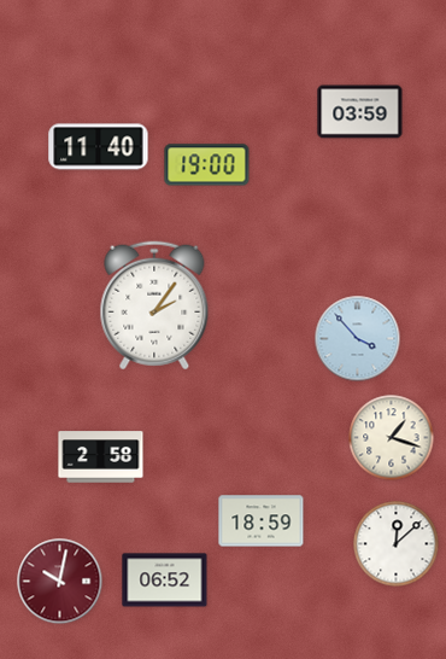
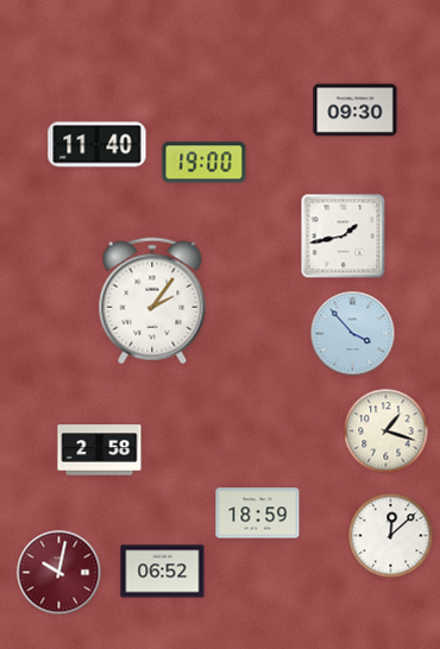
clock at (360, 112): 03:59 -> 09:30
clock at (344, 237): none -> 1:43
